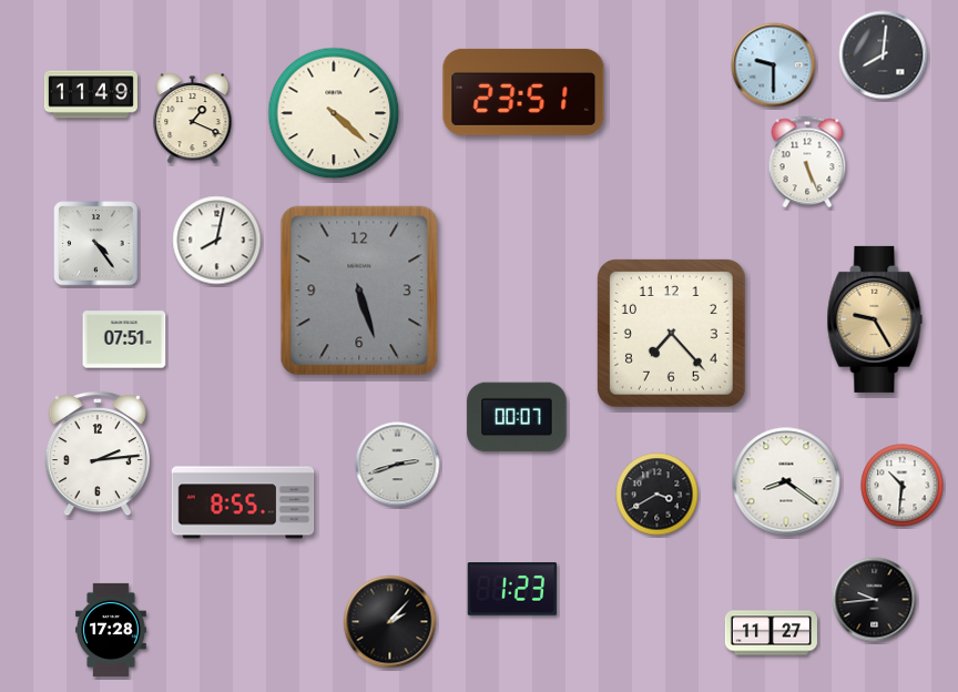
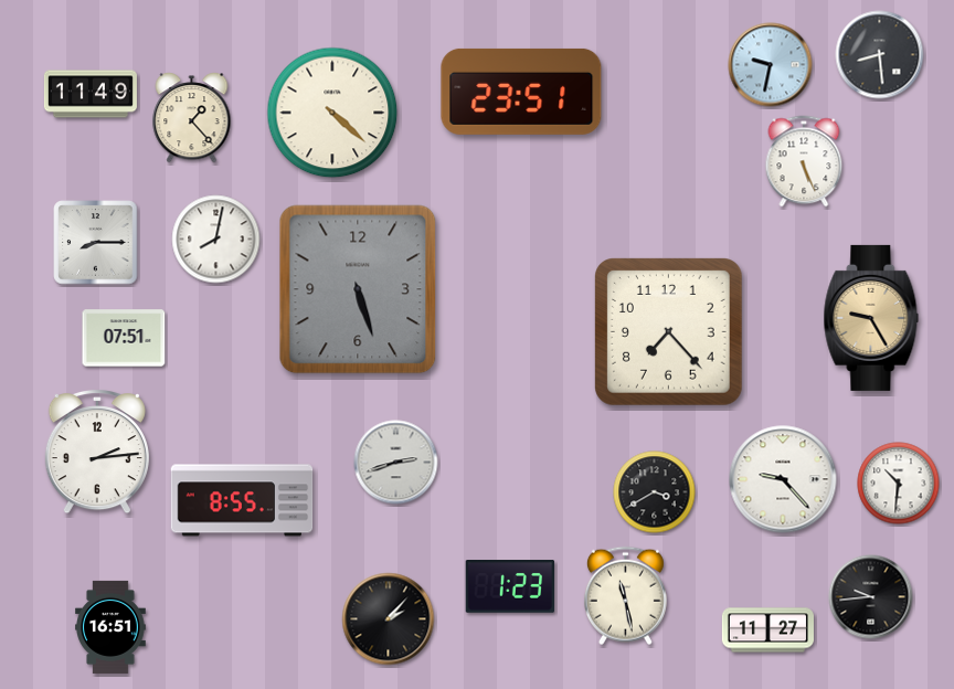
clock at (884, 55): 8:01 -> 8:29
clock at (774, 65): 9:30 -> 9:32
clock at (193, 119): 1:19 -> 1:23
clock at (96, 244): 4:24 -> 8:15
clock at (517, 417): 00:07 -> none
clock at (786, 481): 8:21 -> 9:23
clock at (625, 596): none -> 11:28
clock at (112, 630): 17:28 -> 16:51
